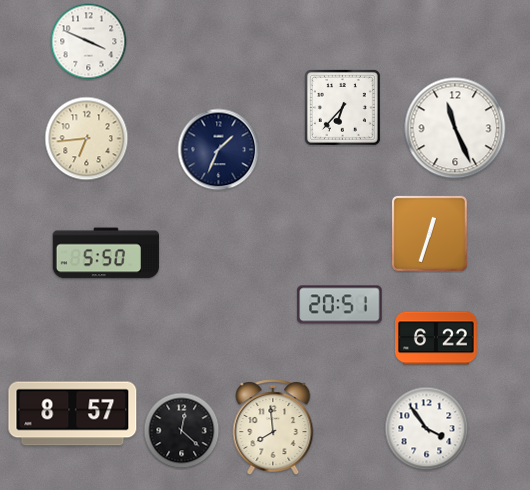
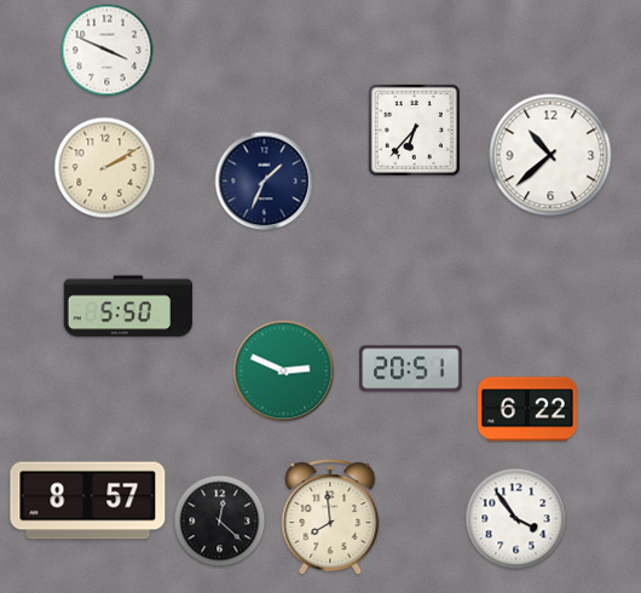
clock at (455, 128): 11:26 -> 10:38
clock at (87, 139): 6:44 -> 2:10
clock at (429, 233): 12:33 -> none
clock at (284, 372): none -> 2:49
